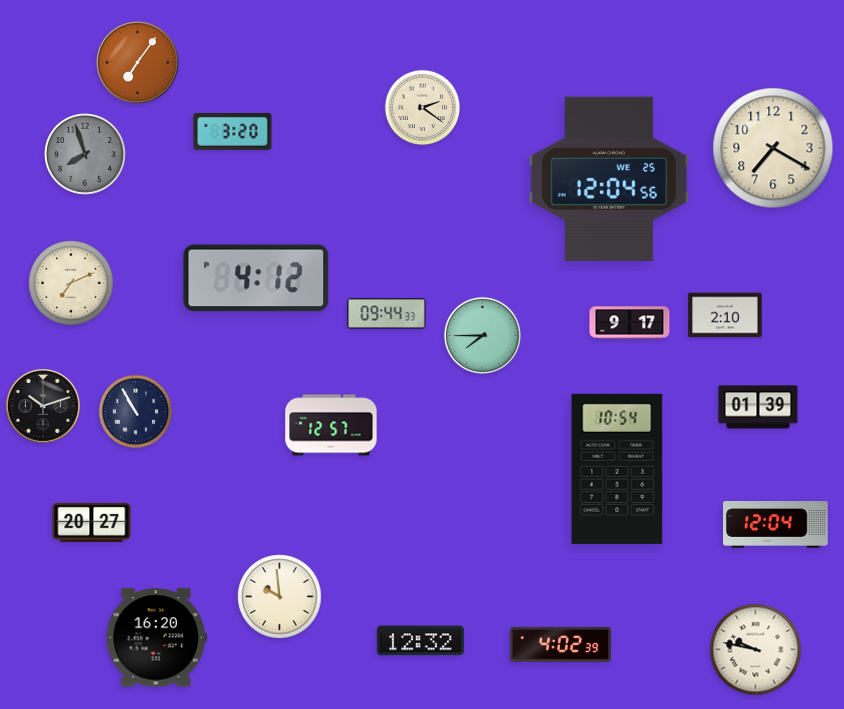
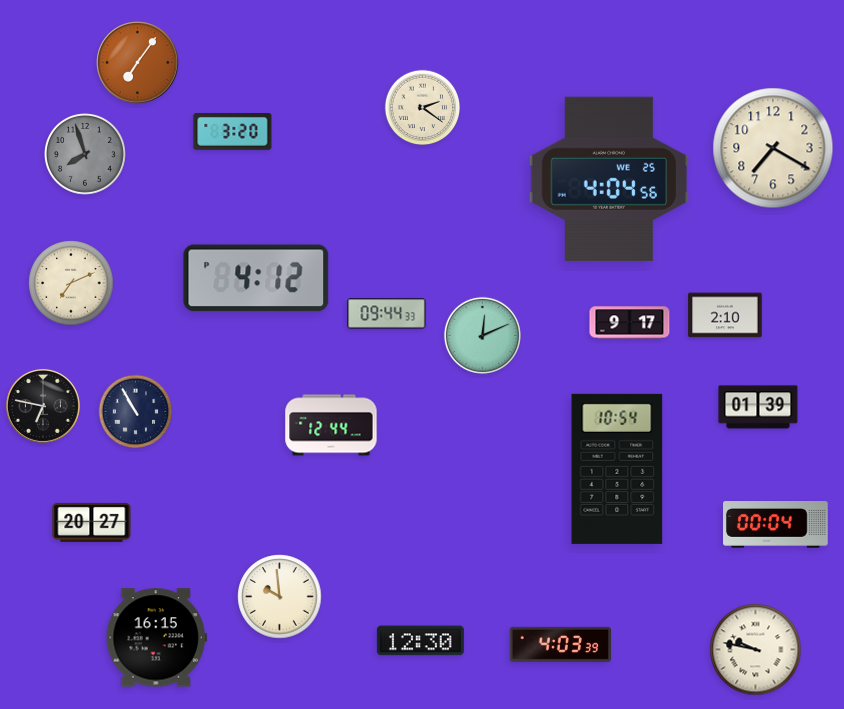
clock at (609, 179): 12:04 -> 4:04
clock at (482, 335): 7:45 -> 12:11
clock at (43, 406): 10:12 -> 6:47
clock at (331, 425): 12:57 -> 12:44
clock at (776, 525): 12:04 -> 00:04
clock at (156, 638): 16:20 -> 16:15
clock at (420, 641): 12:32 -> 12:30
clock at (560, 644): 4:02 -> 4:03
